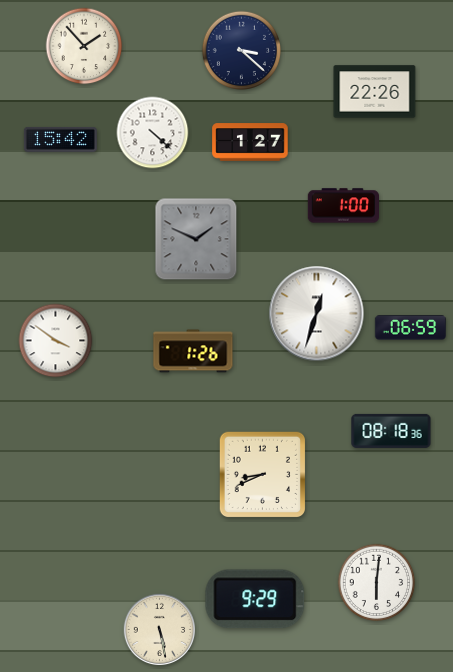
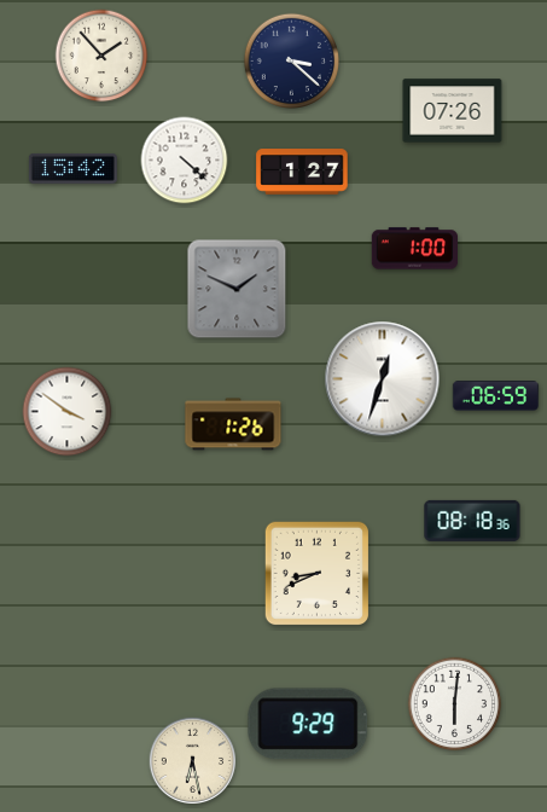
clock at (375, 92): 22:26 -> 07:26
clock at (160, 630): 5:28 -> 6:28
